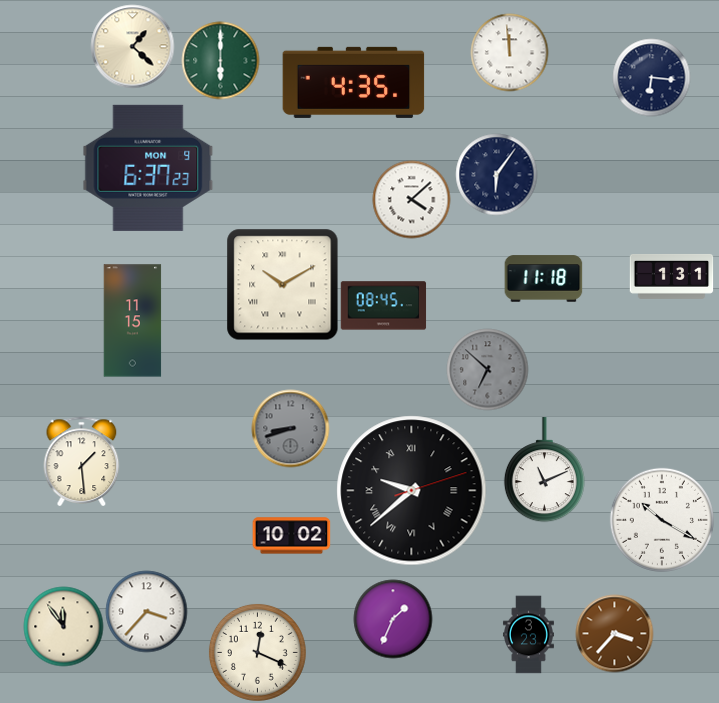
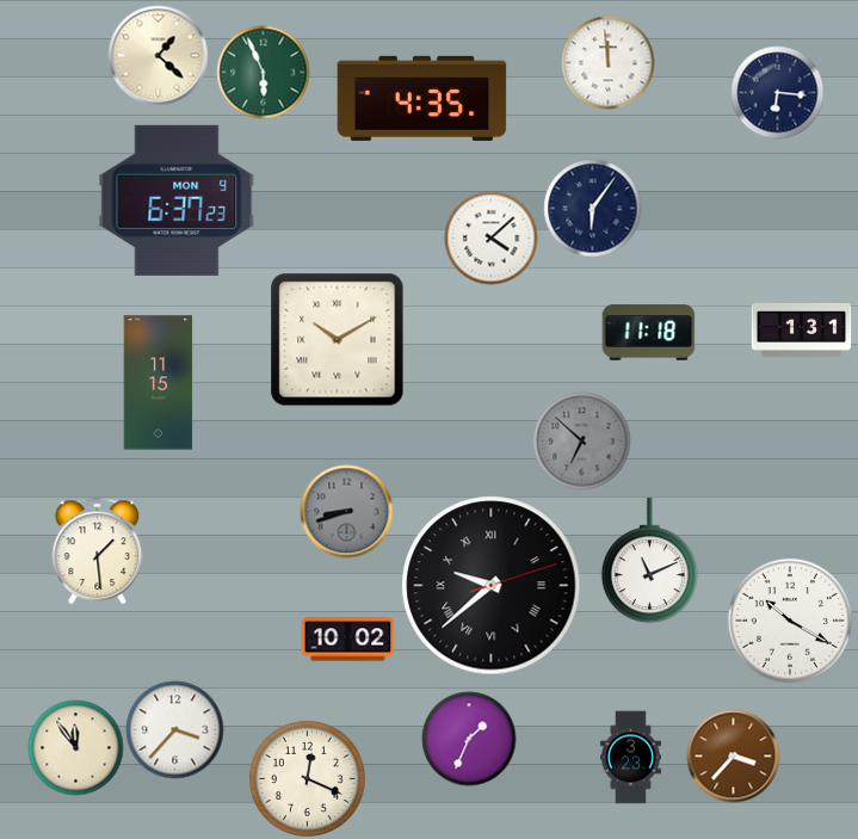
clock at (220, 60): 6:00 -> 5:56
clock at (383, 306): 08:45 -> none
